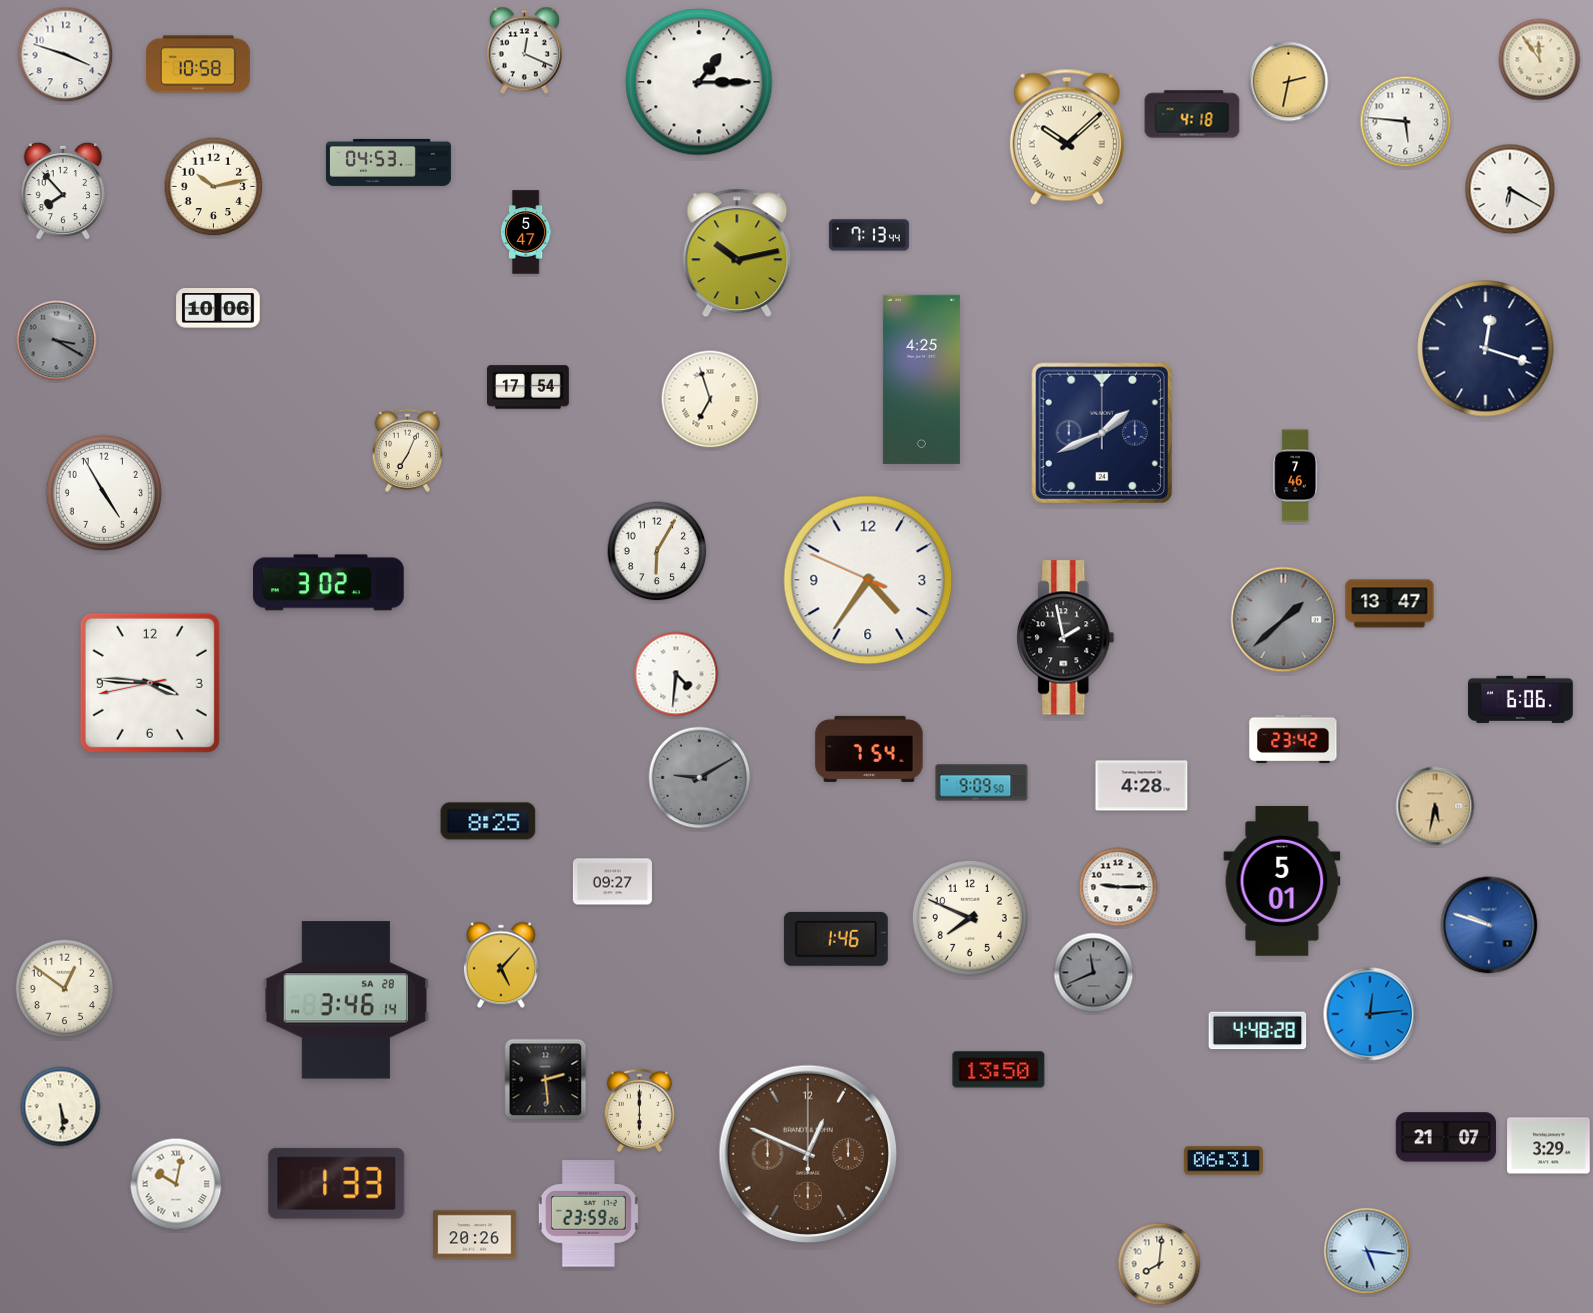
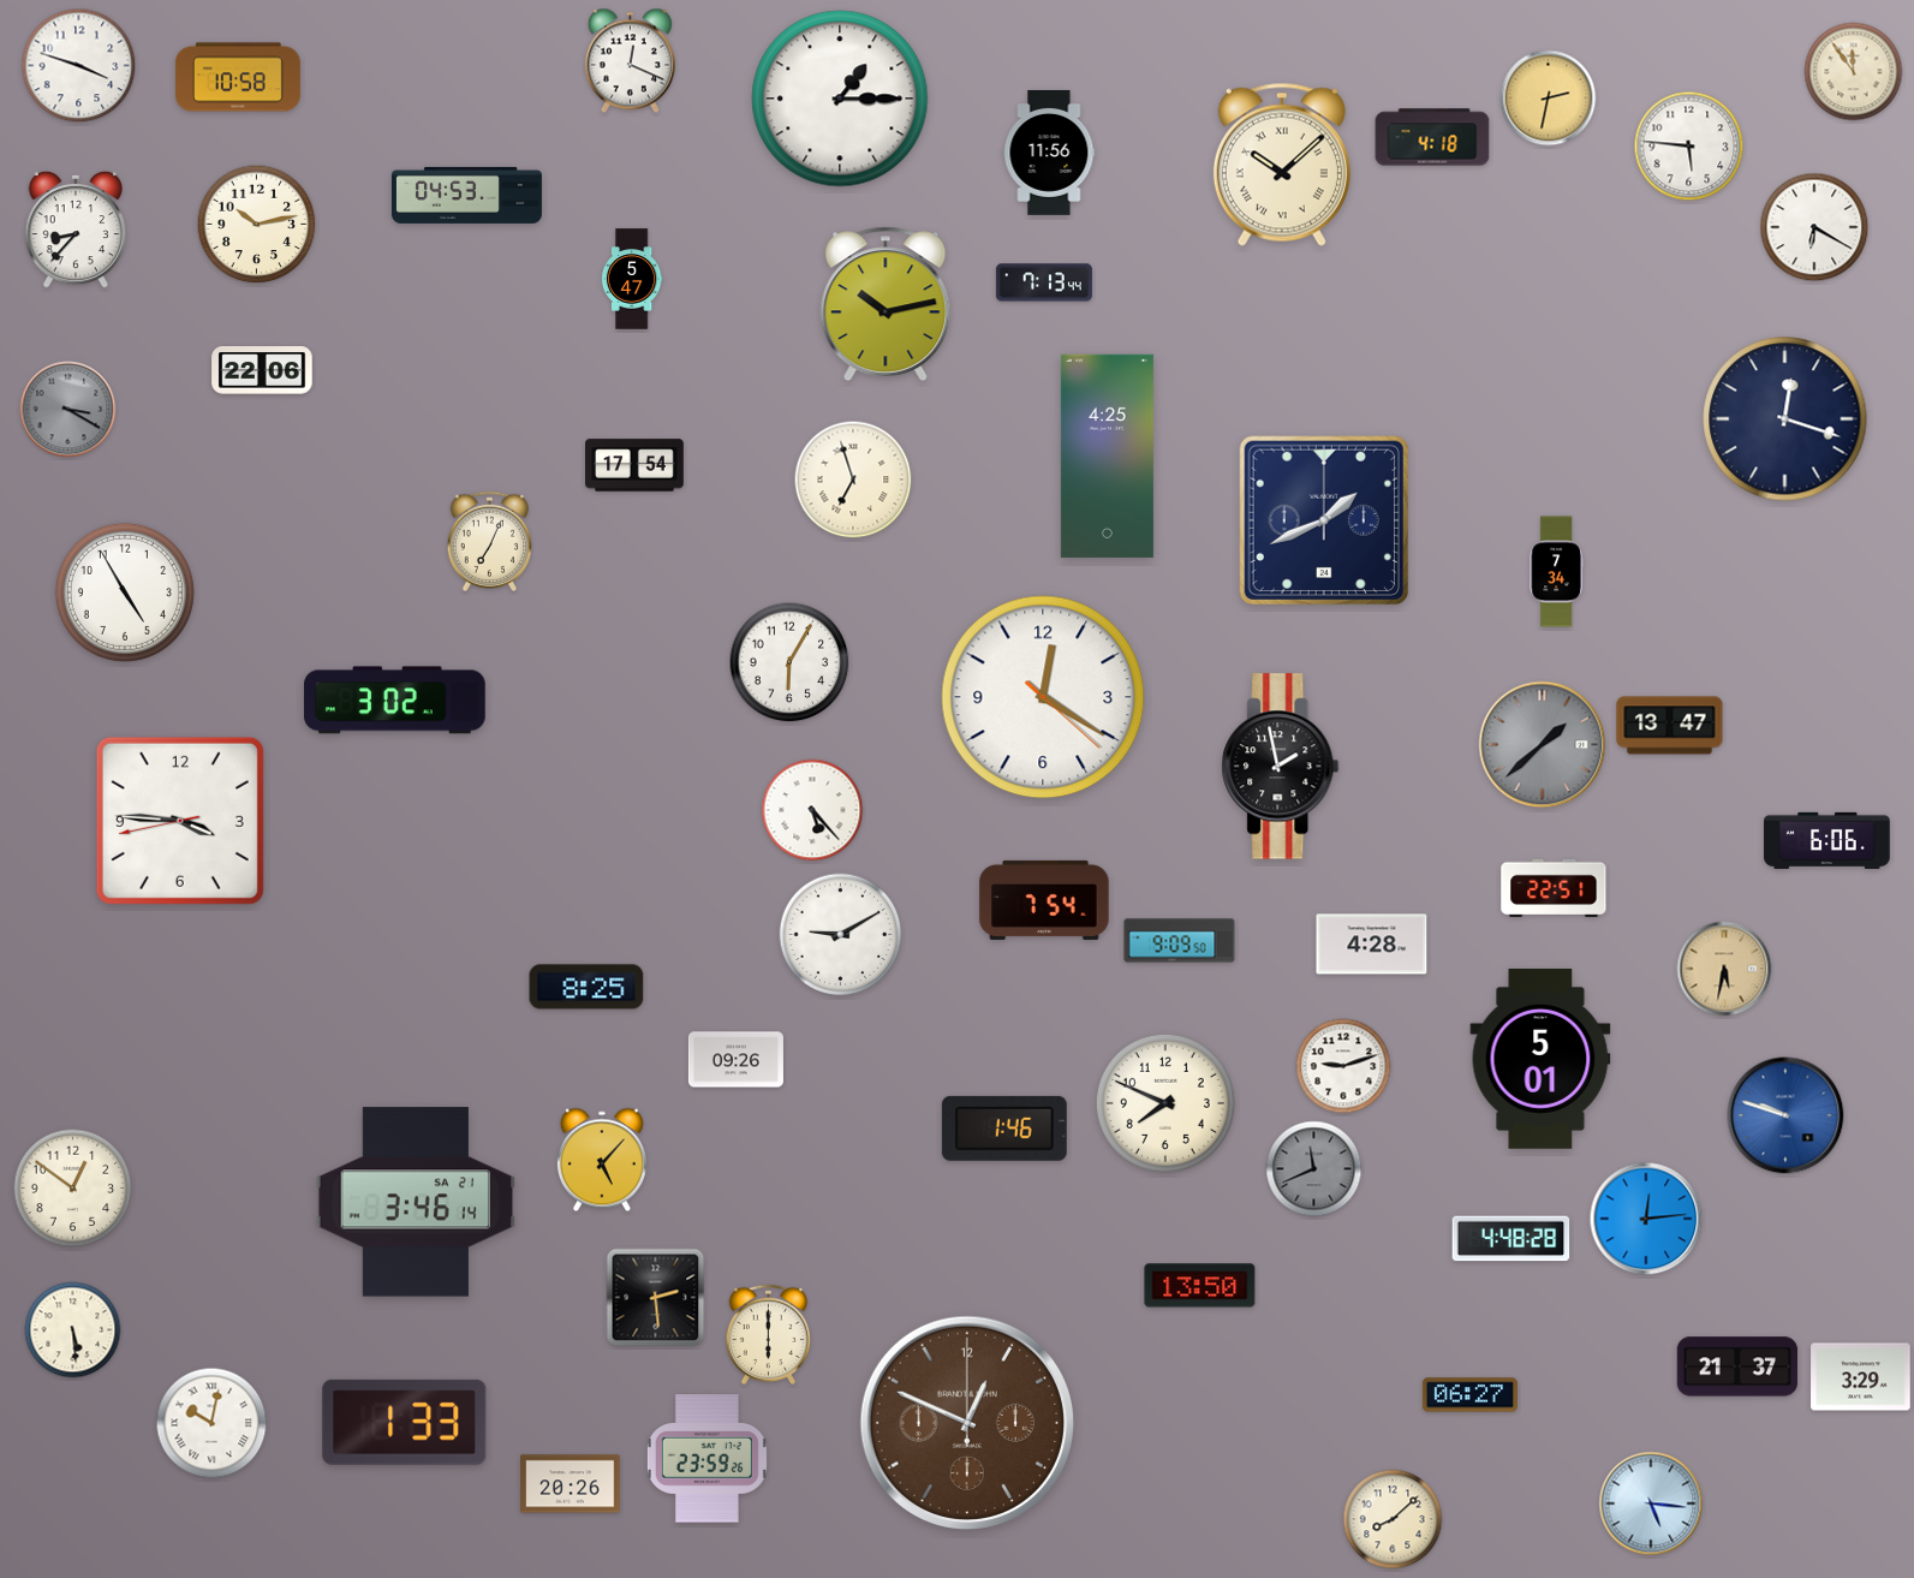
clock at (1540, 60) position: (1540, 60) -> (1854, 72)
clock at (1049, 153): none -> 11:56
clock at (62, 191): 7:53 -> 8:37
clock at (218, 309): 10:06 -> 22:06
clock at (1295, 476): 7:46 -> 7:34
clock at (868, 580): 4:35 -> 12:20
clock at (676, 674): 4:31 -> 5:23
clock at (1293, 738): 23:42 -> 22:51
clock at (700, 778) dial: grey -> white
clock at (612, 882): 09:27 -> 09:26
clock at (1118, 887): 9:15 -> 9:12
clock at (1489, 925) position: (1489, 925) -> (1785, 1115)
clock at (65, 989) position: (65, 989) -> (73, 1189)
clock at (345, 1000) date: SA 28 -> SA 21
clock at (1446, 1137): 21:07 -> 21:37
clock at (807, 1153) position: (807, 1153) -> (966, 1422)
clock at (1223, 1161): 06:31 -> 06:27
clock at (1367, 1251) position: (1367, 1251) -> (1651, 1503)
clock at (1159, 1264): 8:01 -> 8:08
